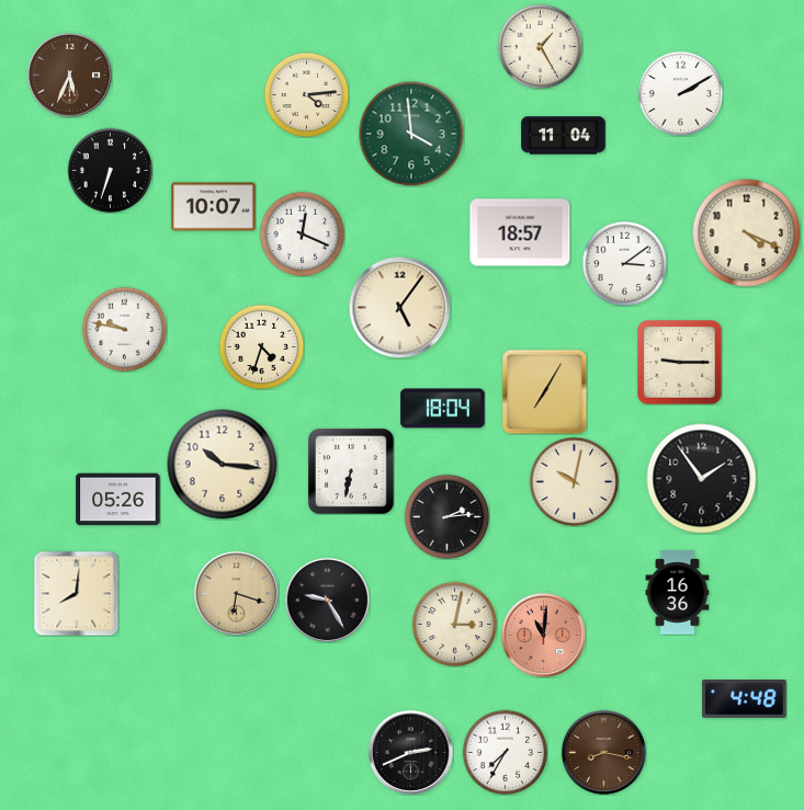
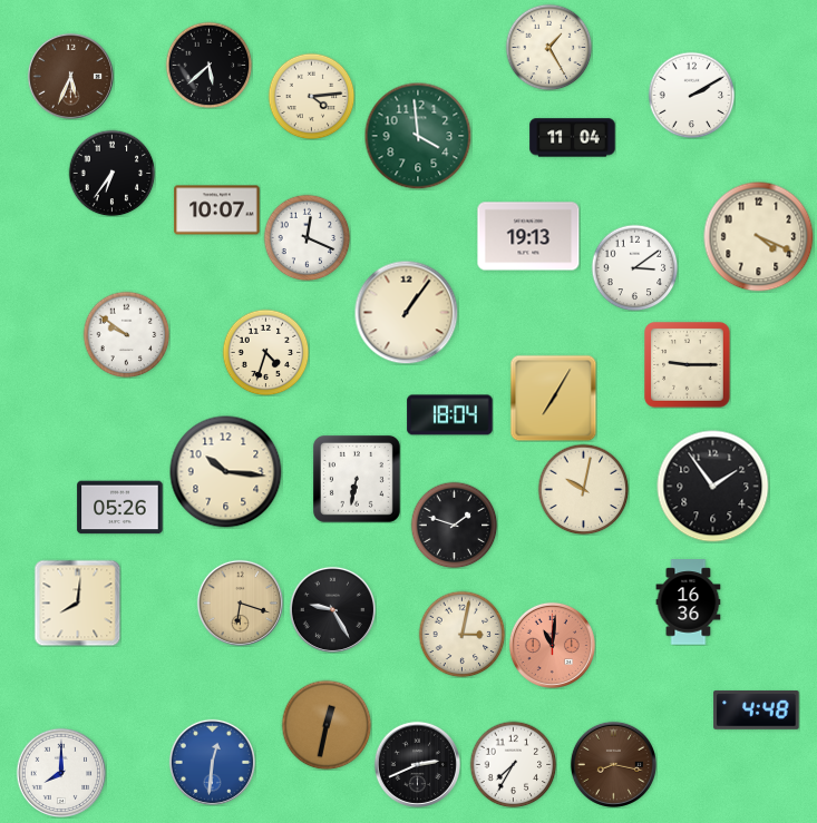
clock at (208, 65): none -> 5:38
clock at (110, 170): 6:33 -> 6:36
clock at (520, 232): 18:57 -> 19:13
clock at (399, 307): 5:06 -> 1:06
clock at (124, 329): 9:47 -> 9:51
clock at (680, 363) position: (680, 363) -> (688, 365)
clock at (446, 516): 2:14 -> 1:48
clock at (327, 725): none -> 12:32
clock at (212, 762): none -> 12:31
clock at (61, 773): none -> 8:00
